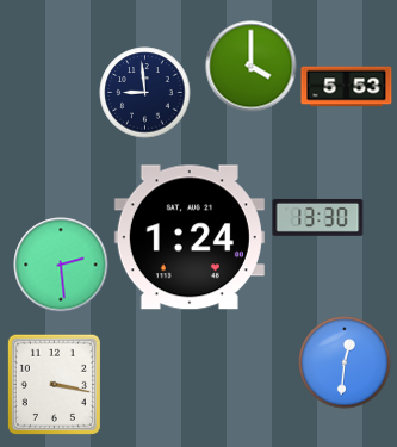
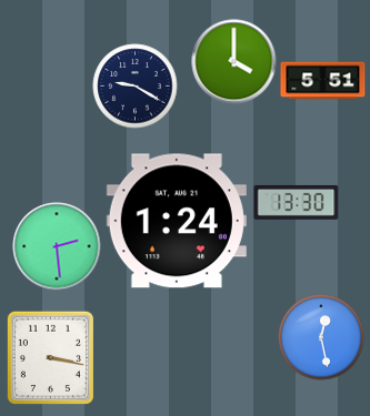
clock at (347, 87): 5:53 -> 5:51
clock at (145, 93): 8:59 -> 9:20
clock at (345, 362): 12:31 -> 12:28
